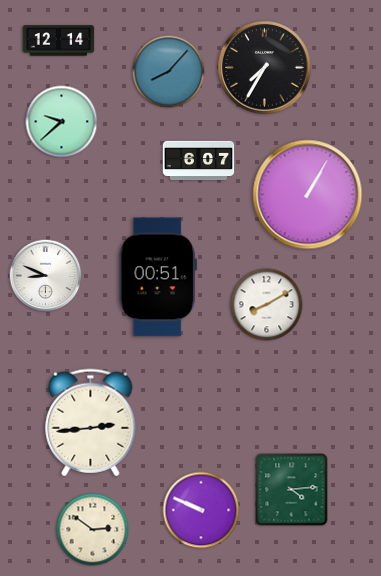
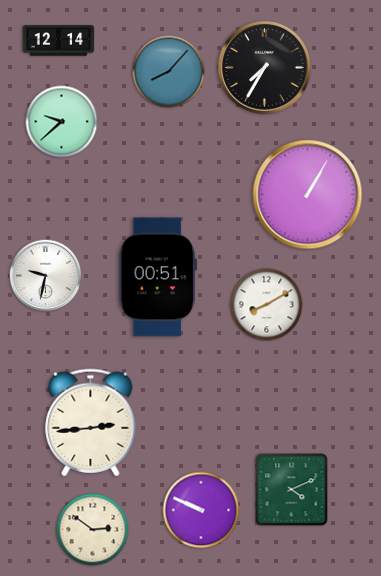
clock at (199, 161): 6:07 -> none
clock at (46, 276): 8:49 -> 9:32
clock at (292, 490): 4:14 -> 4:11
